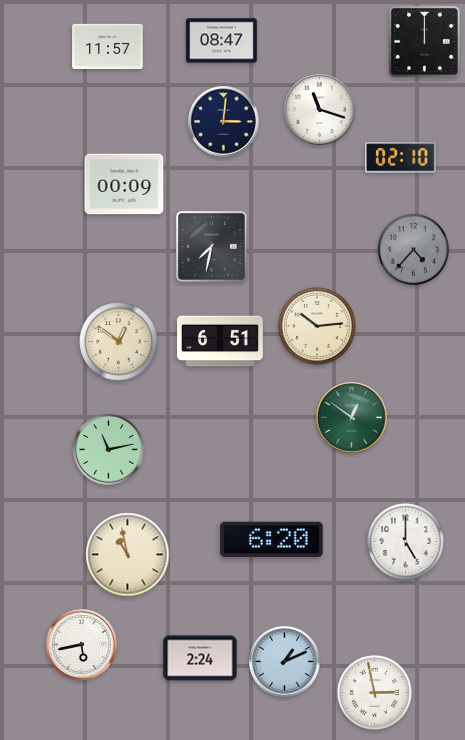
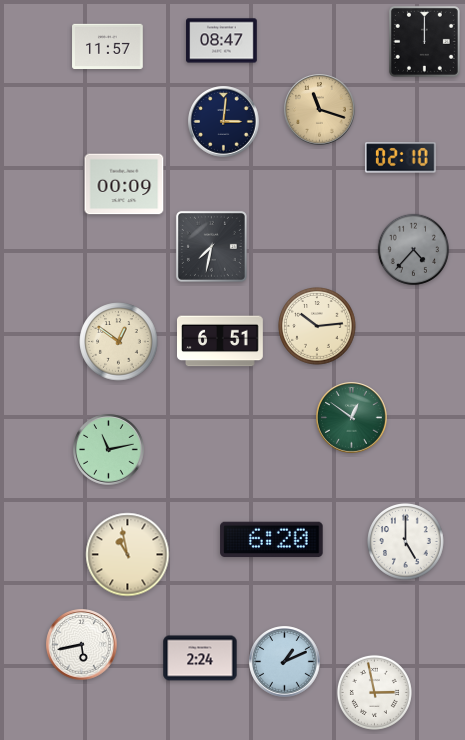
clock at (320, 110) dial: white -> champagne
